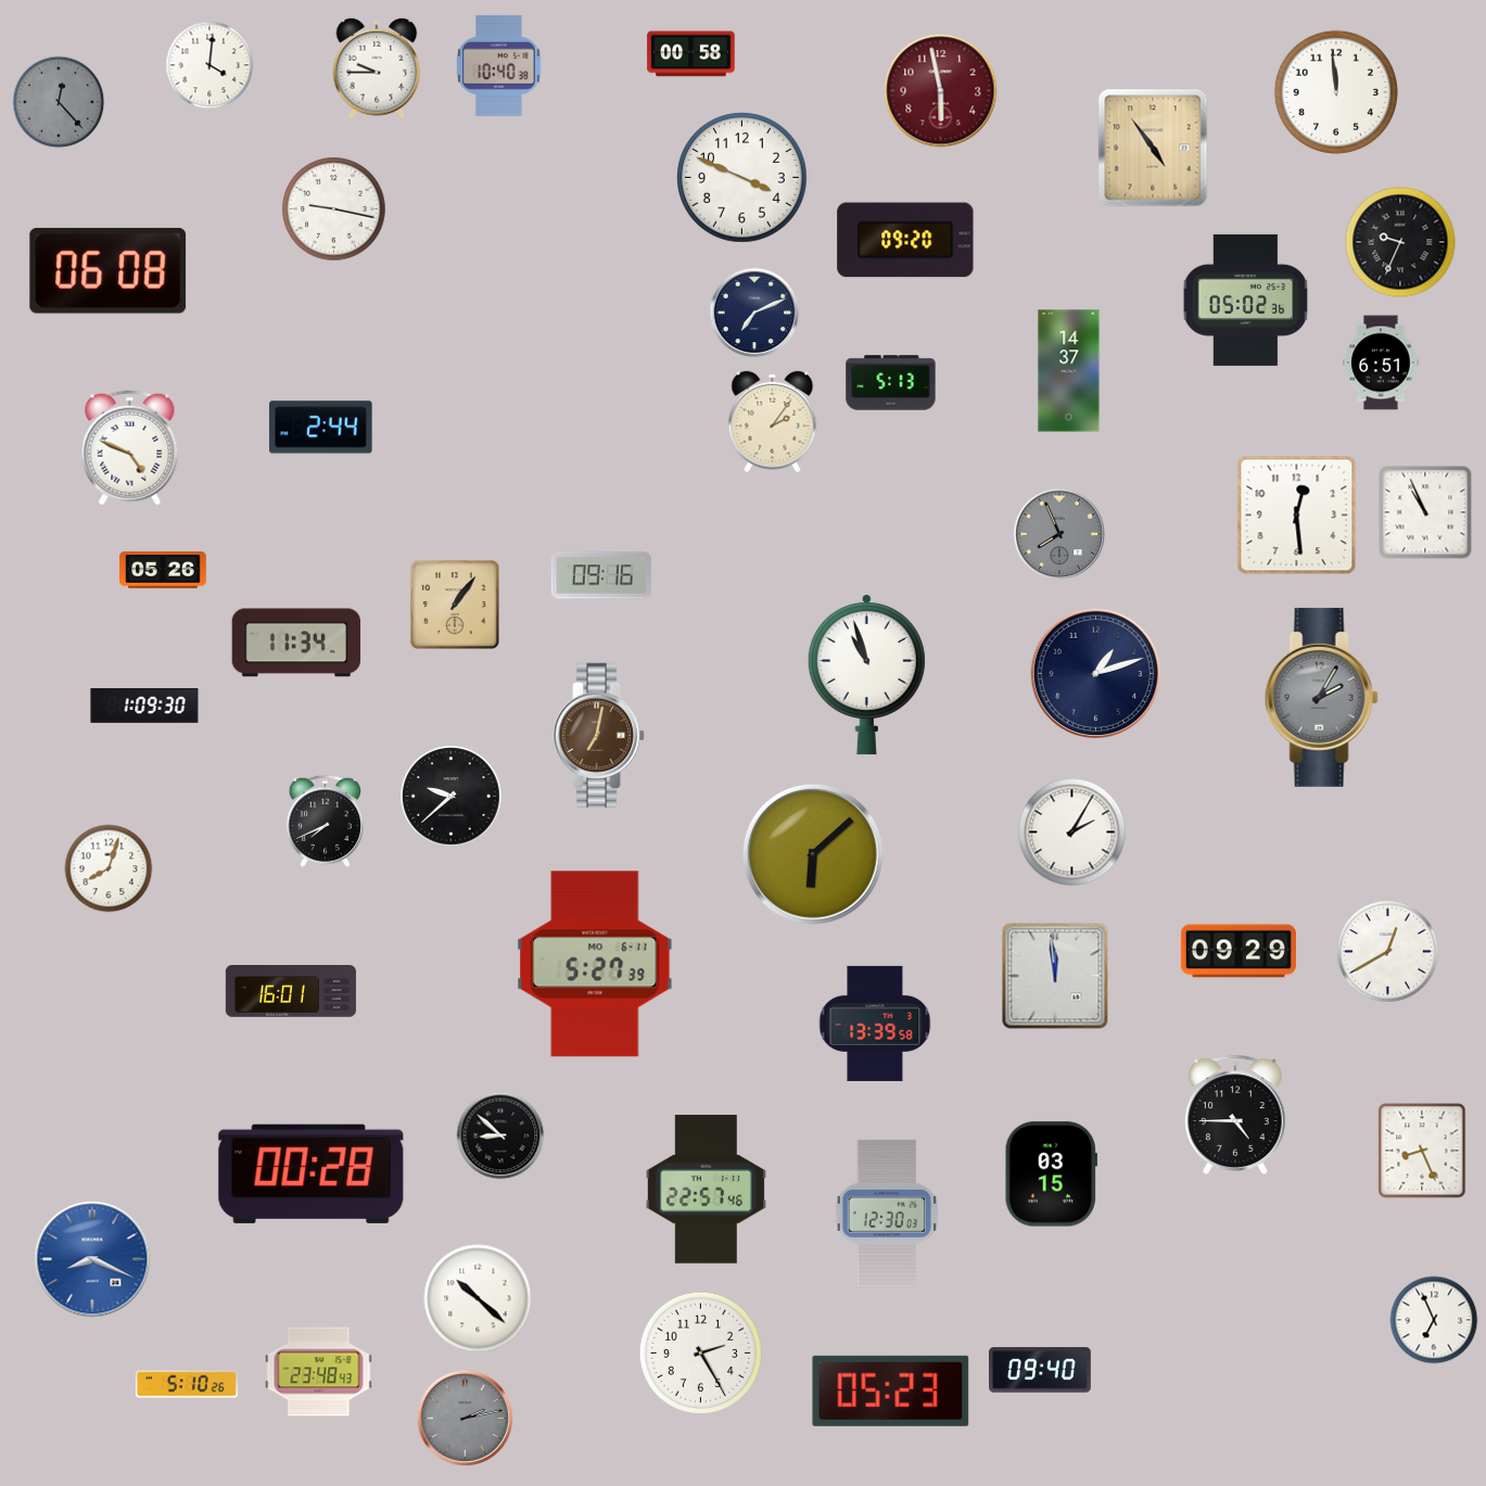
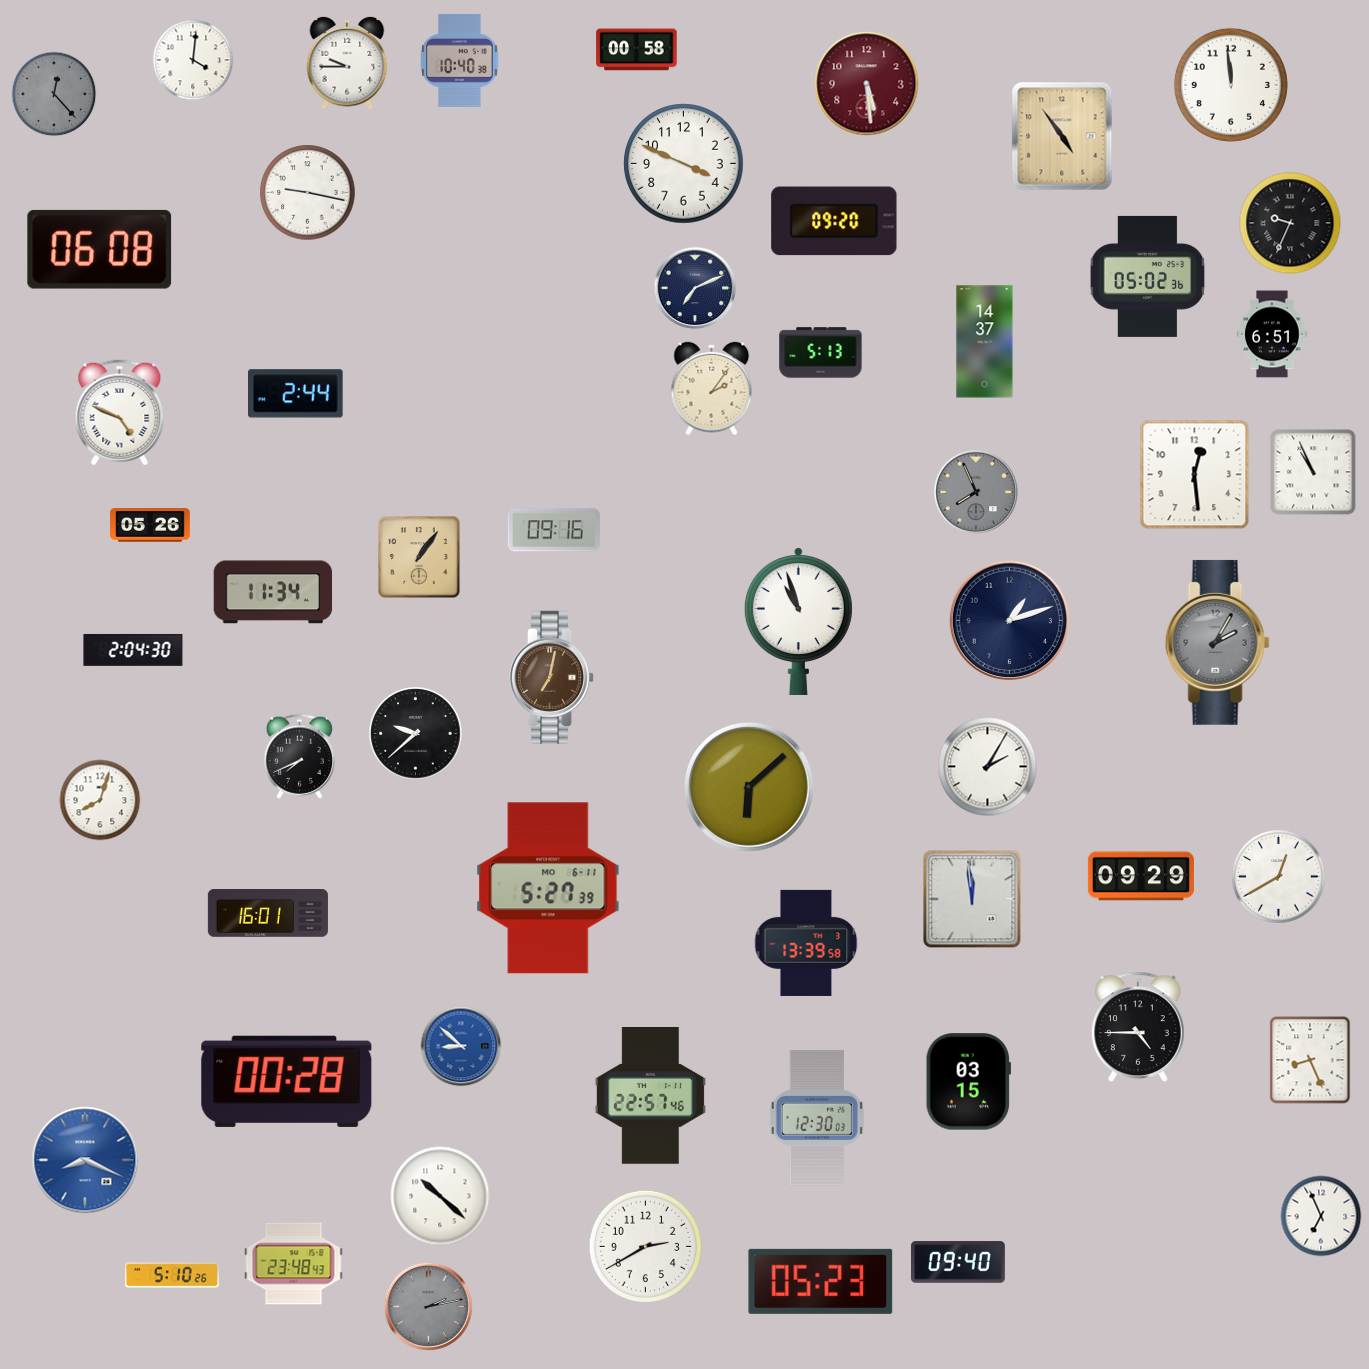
clock at (941, 91): 5:58 -> 5:29
clock at (144, 706): 1:09 -> 2:04
clock at (500, 1135) dial: black -> blue
clock at (700, 1352): 2:25 -> 2:40
